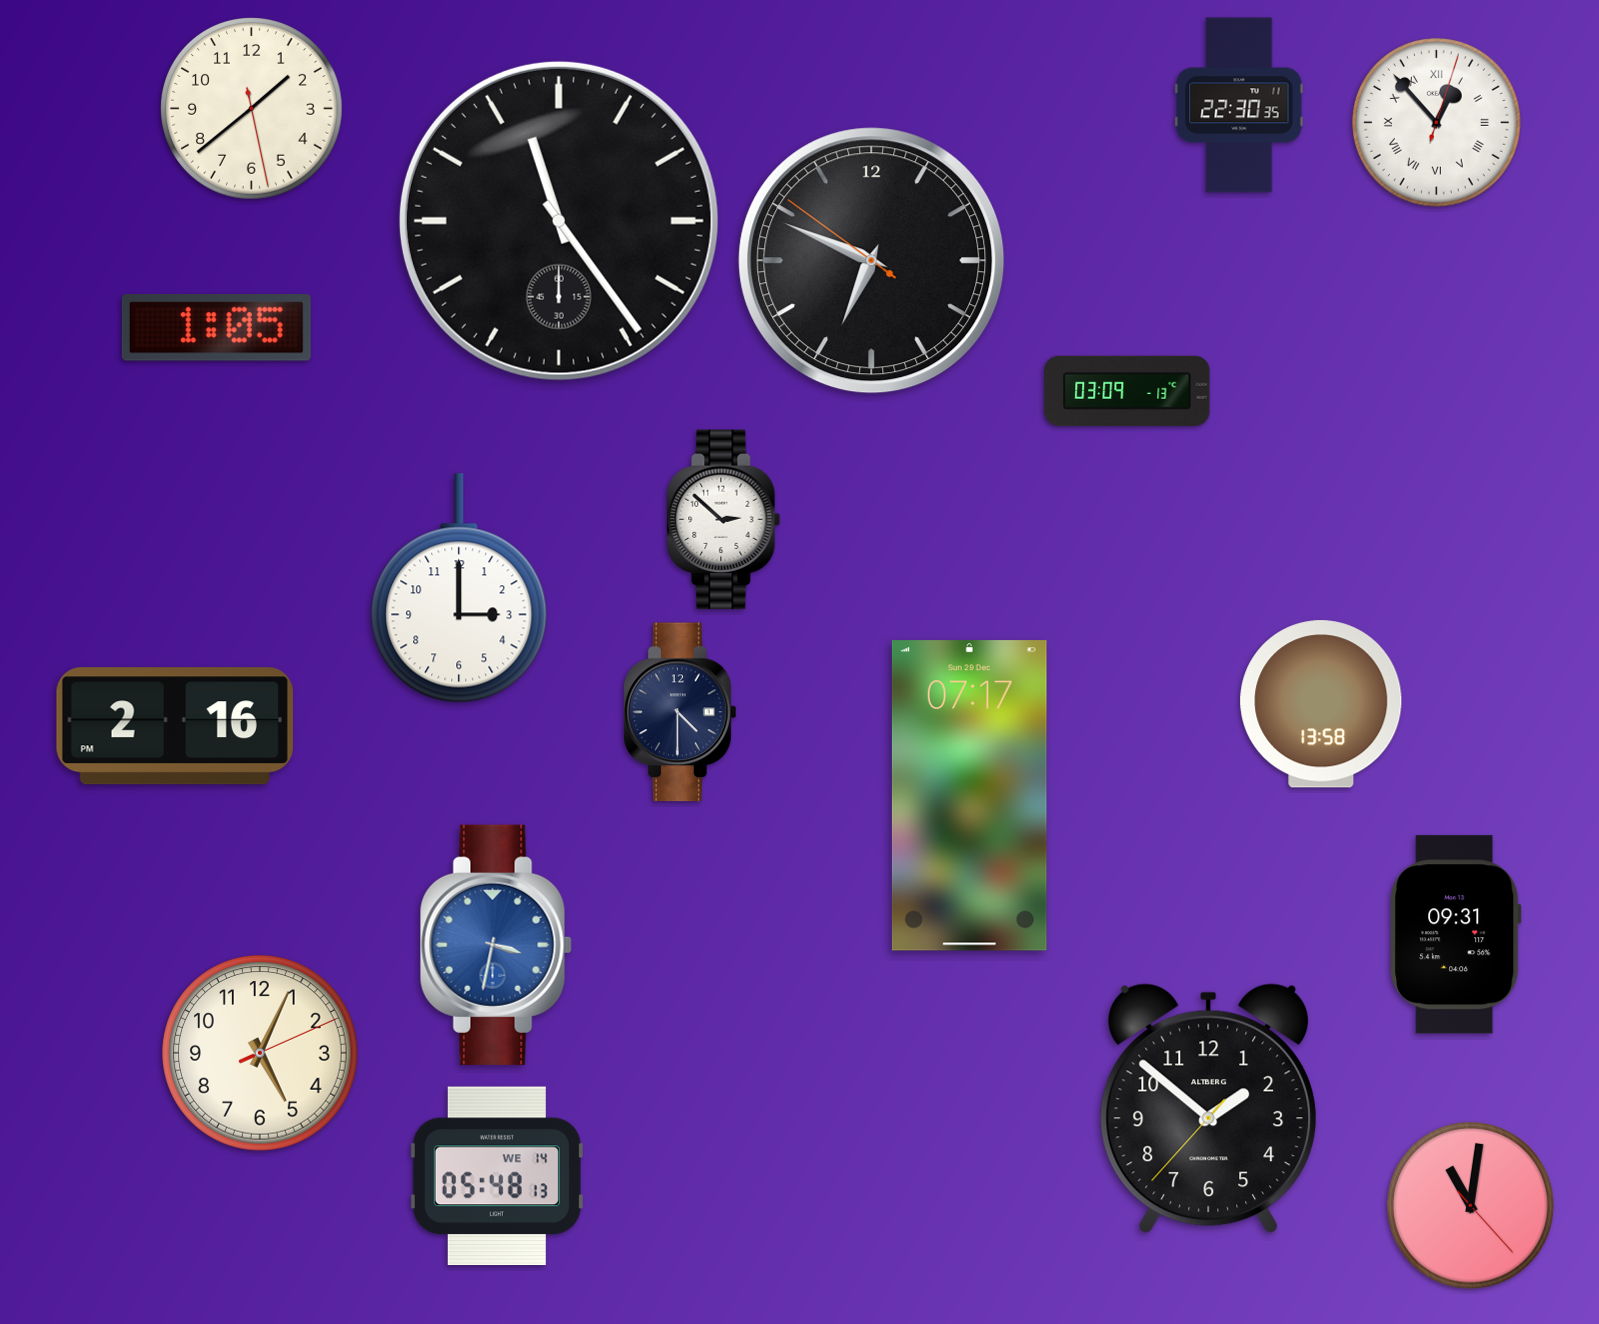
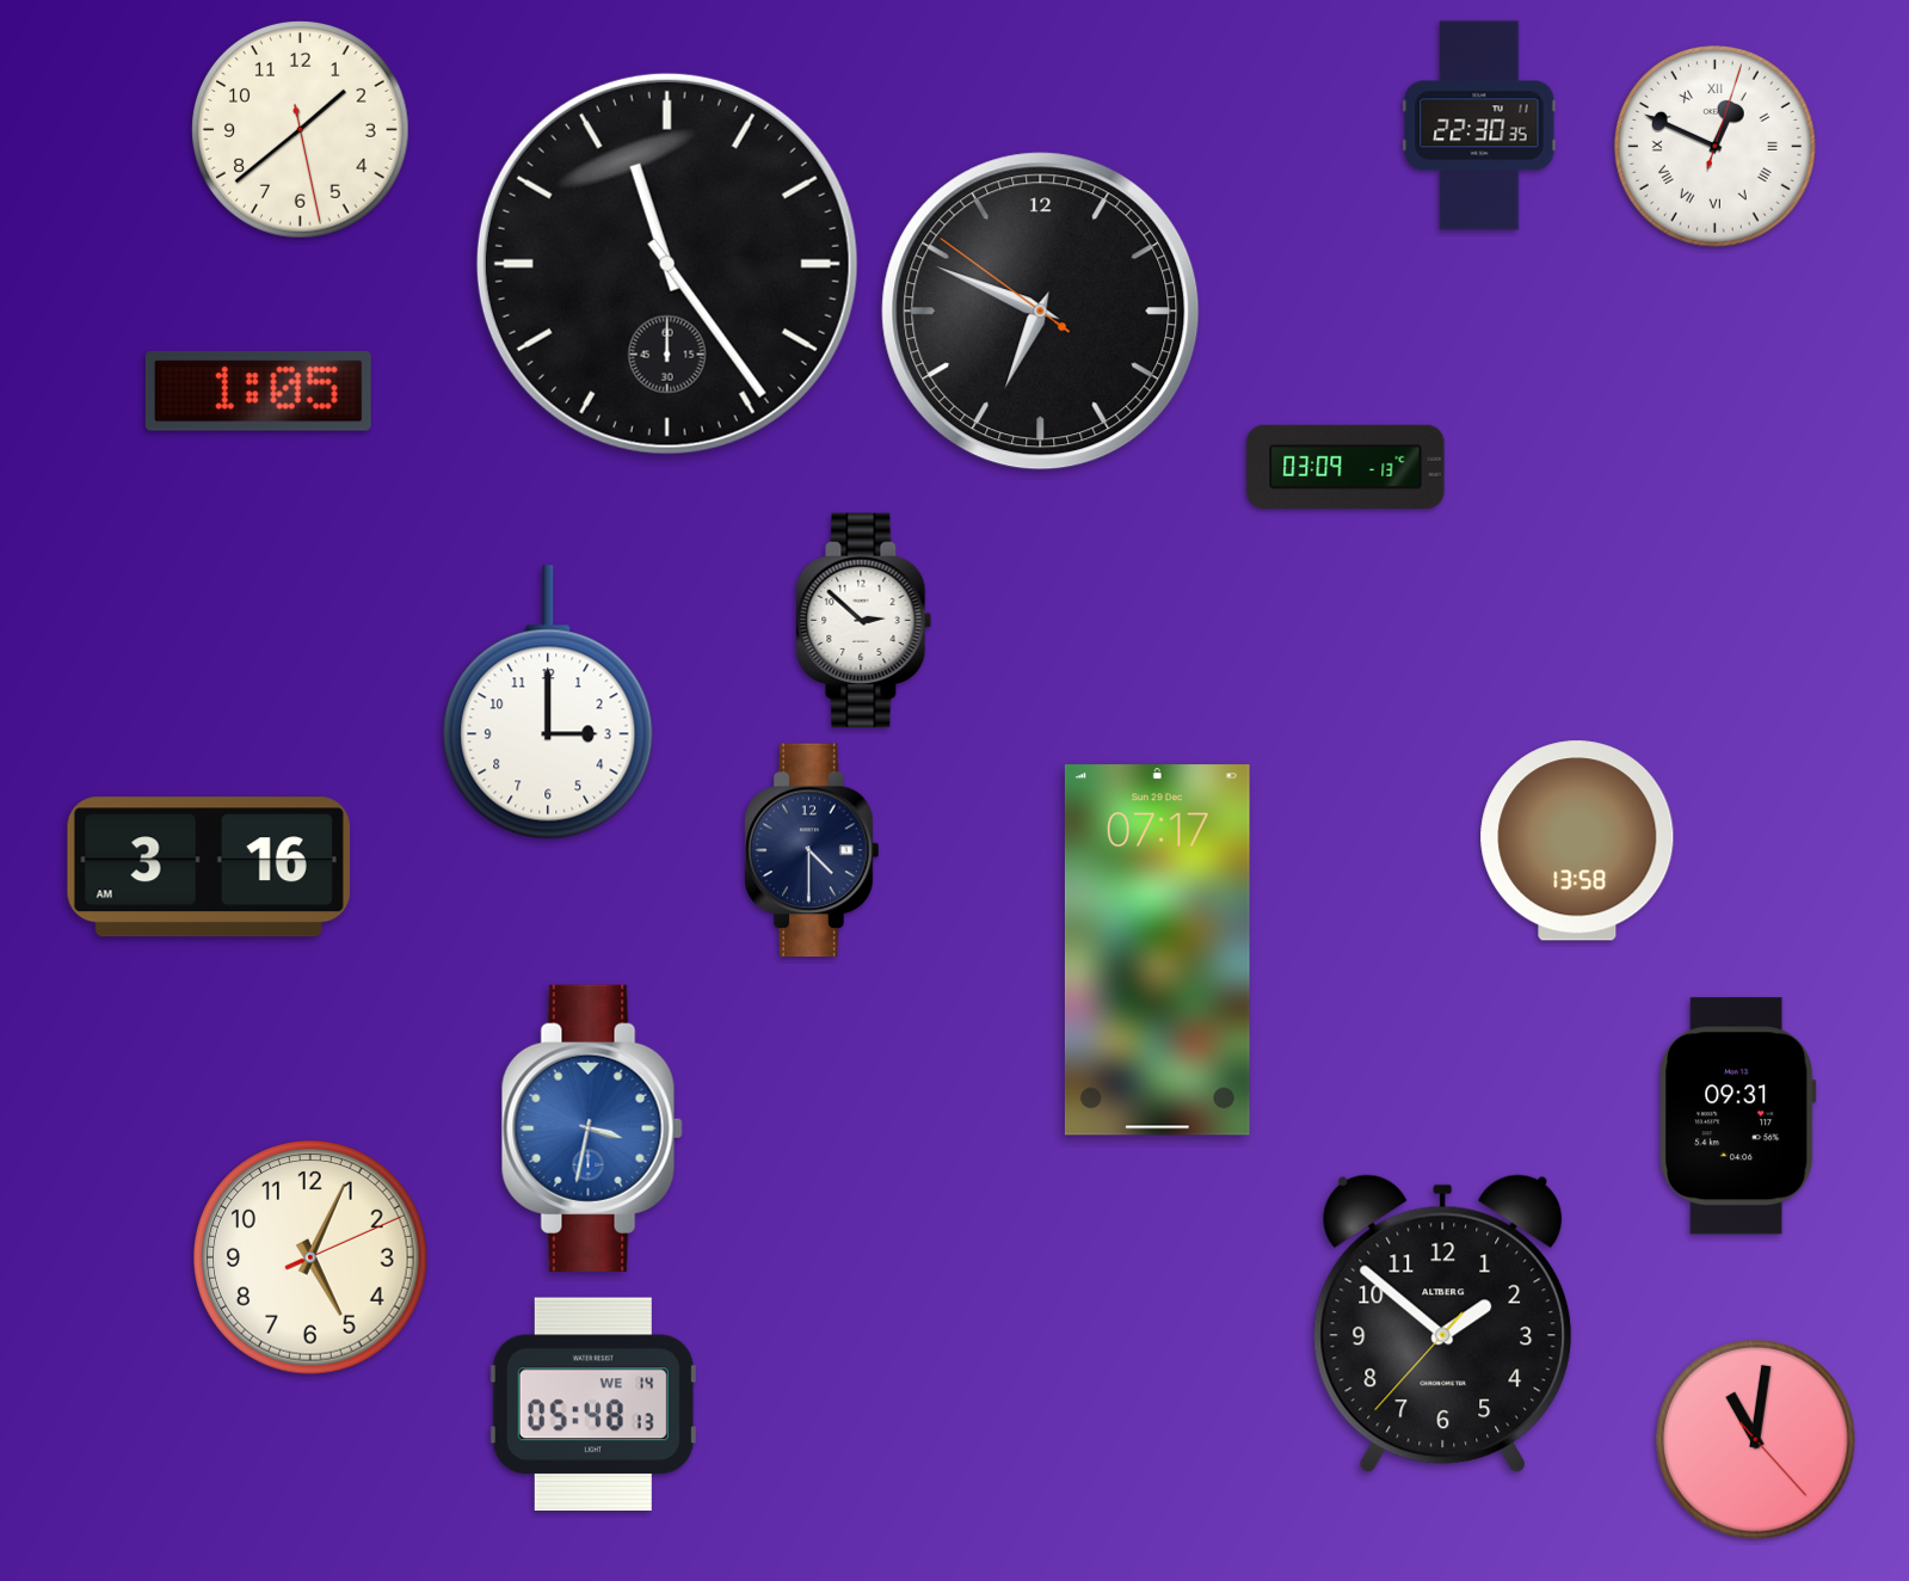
clock at (1436, 122): 12:53 -> 12:49
clock at (175, 726): 2:16 -> 3:16
